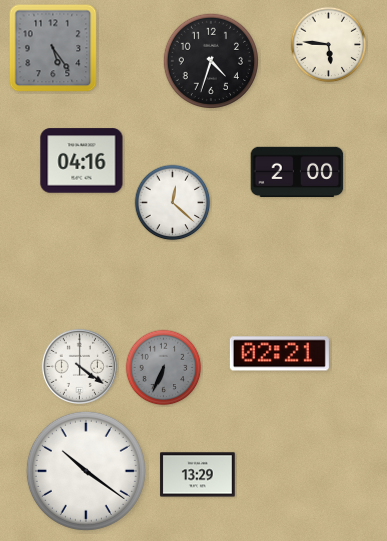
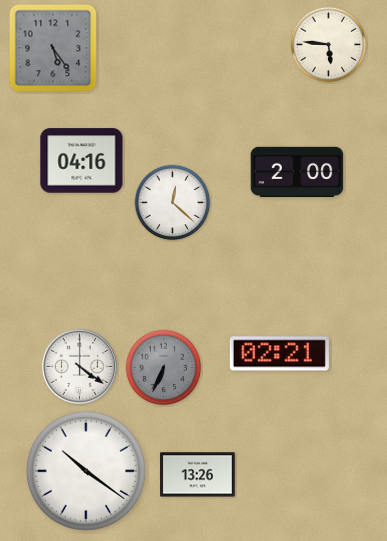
clock at (210, 60): 4:33 -> none
clock at (198, 475): 13:29 -> 13:26
